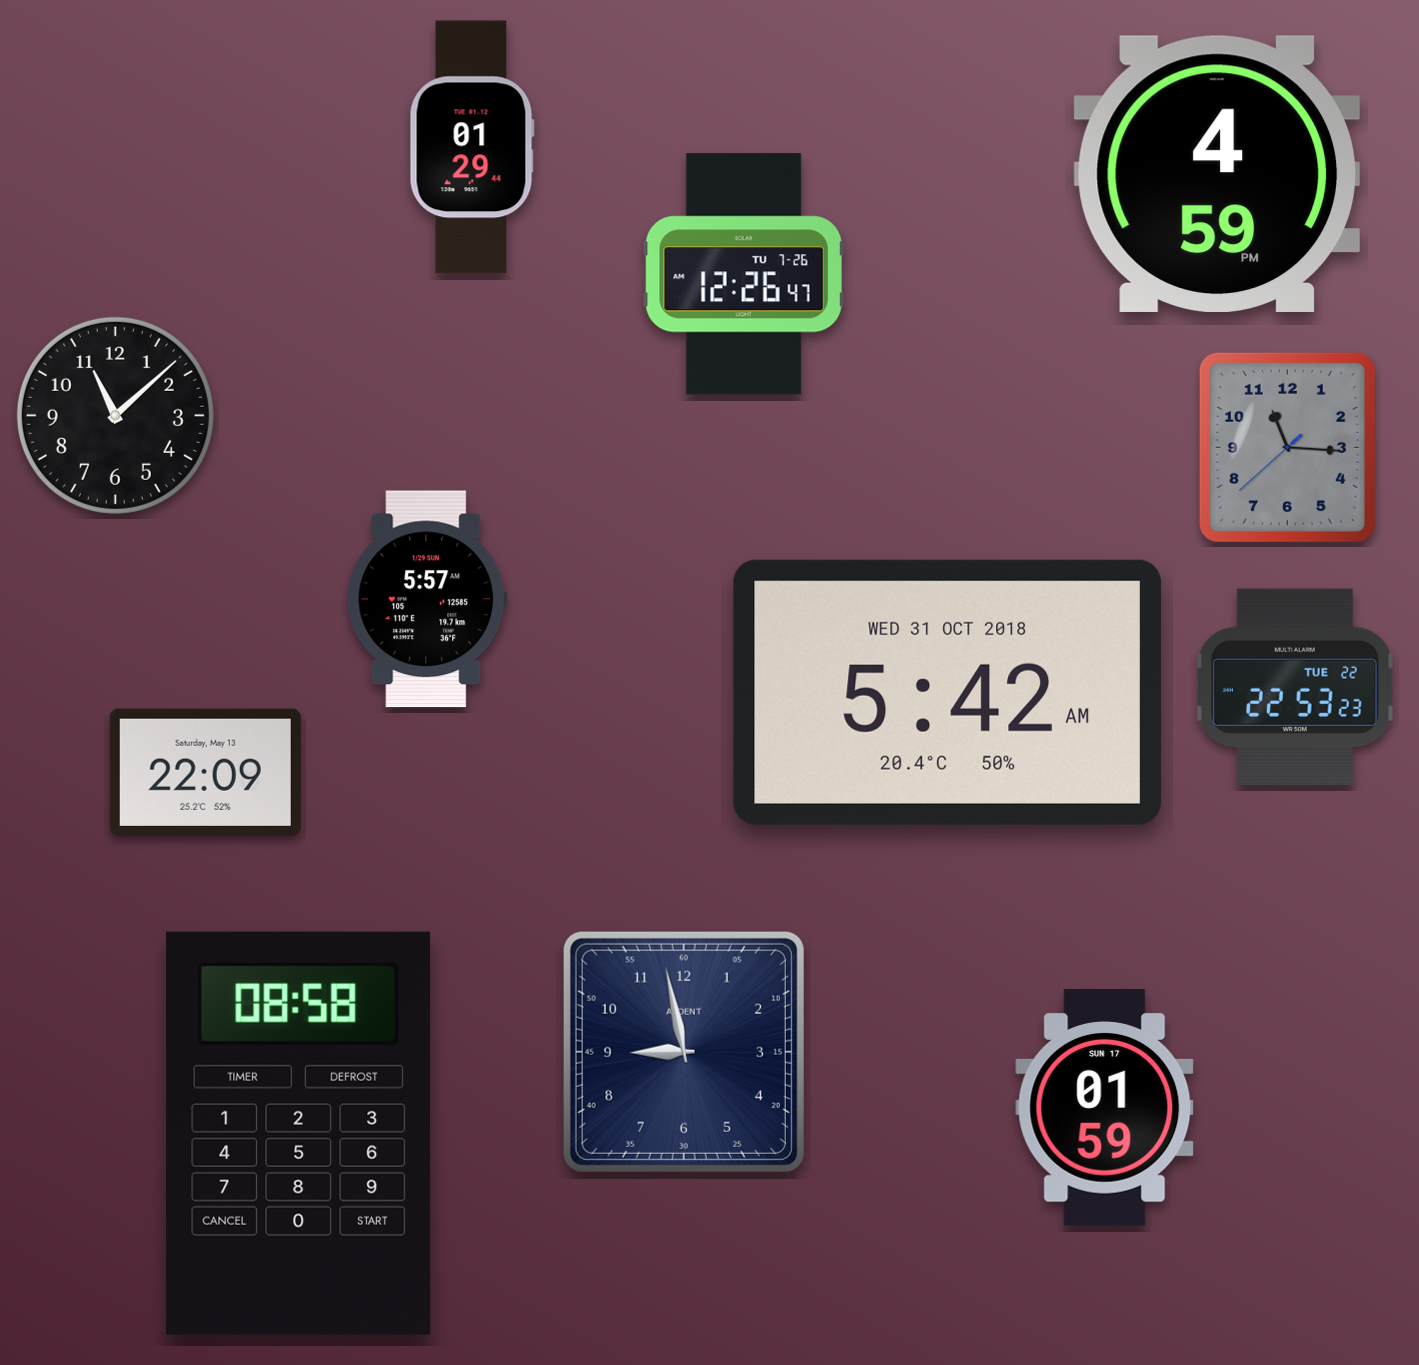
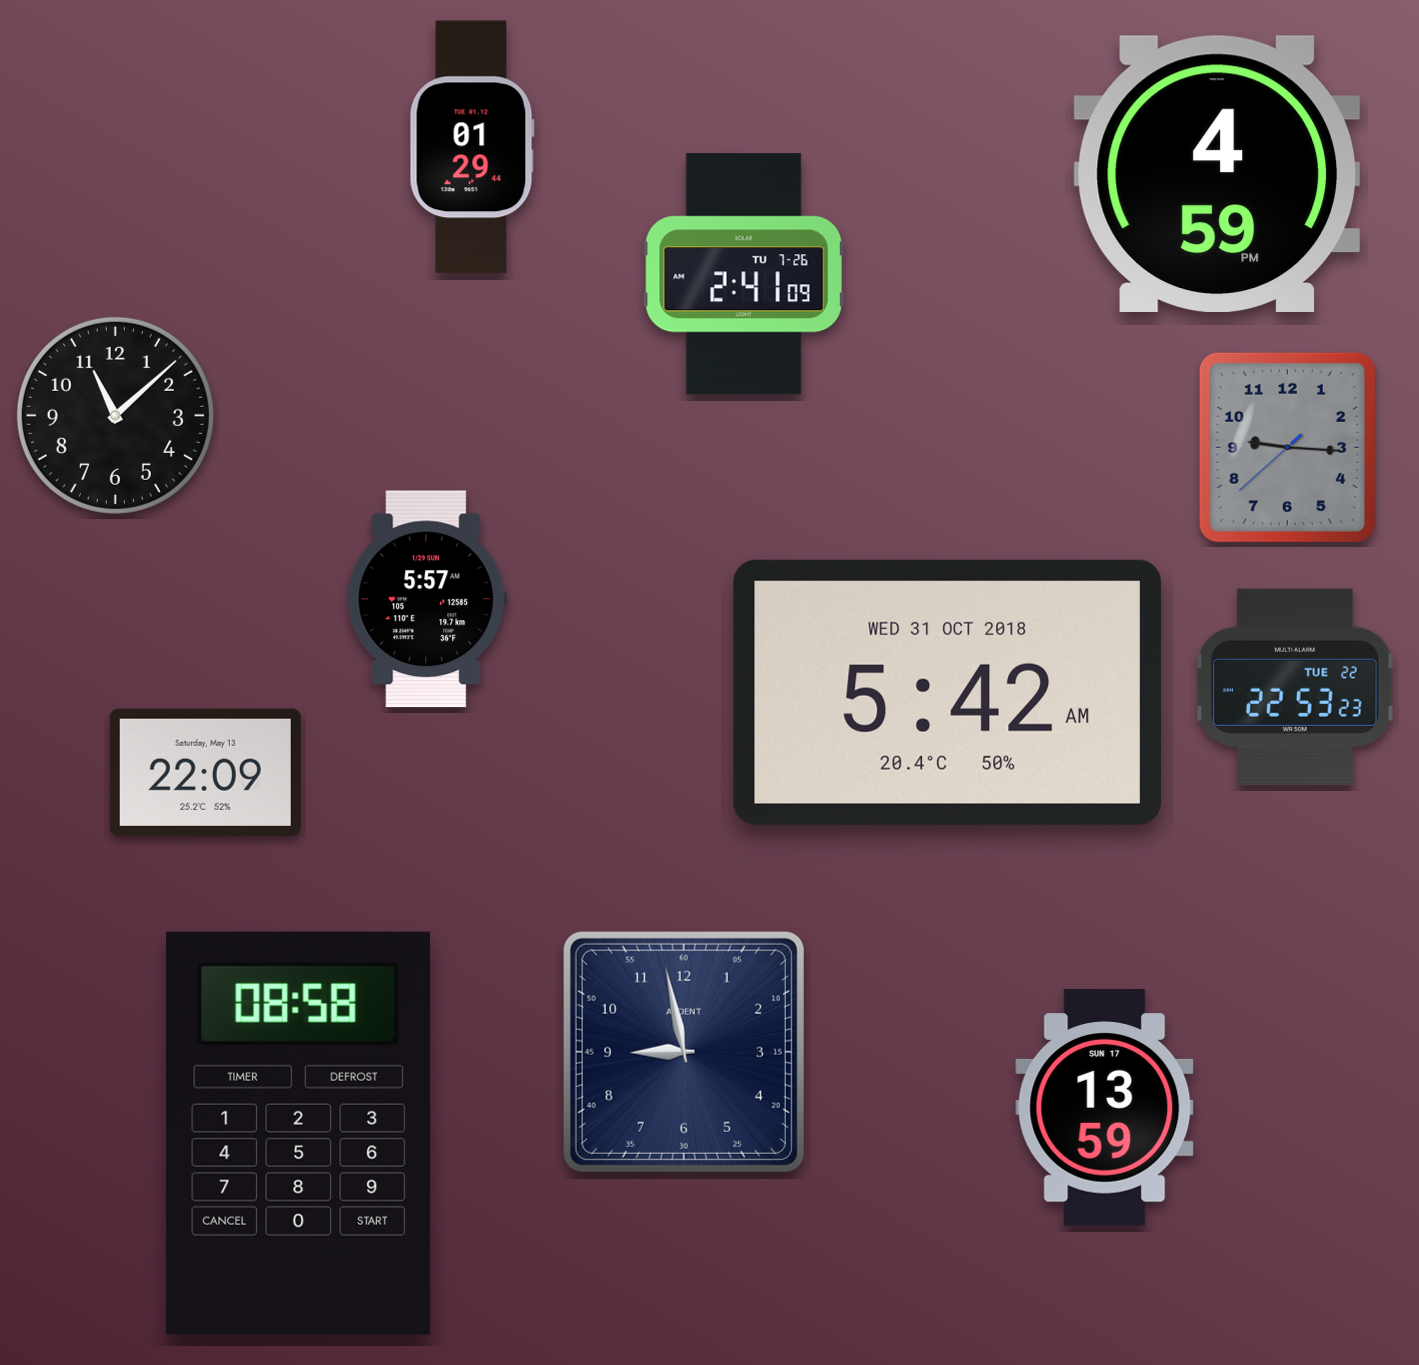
clock at (744, 274): 12:26 -> 2:41
clock at (1287, 447): 11:15 -> 9:15
clock at (1105, 1108): 01:59 -> 13:59
